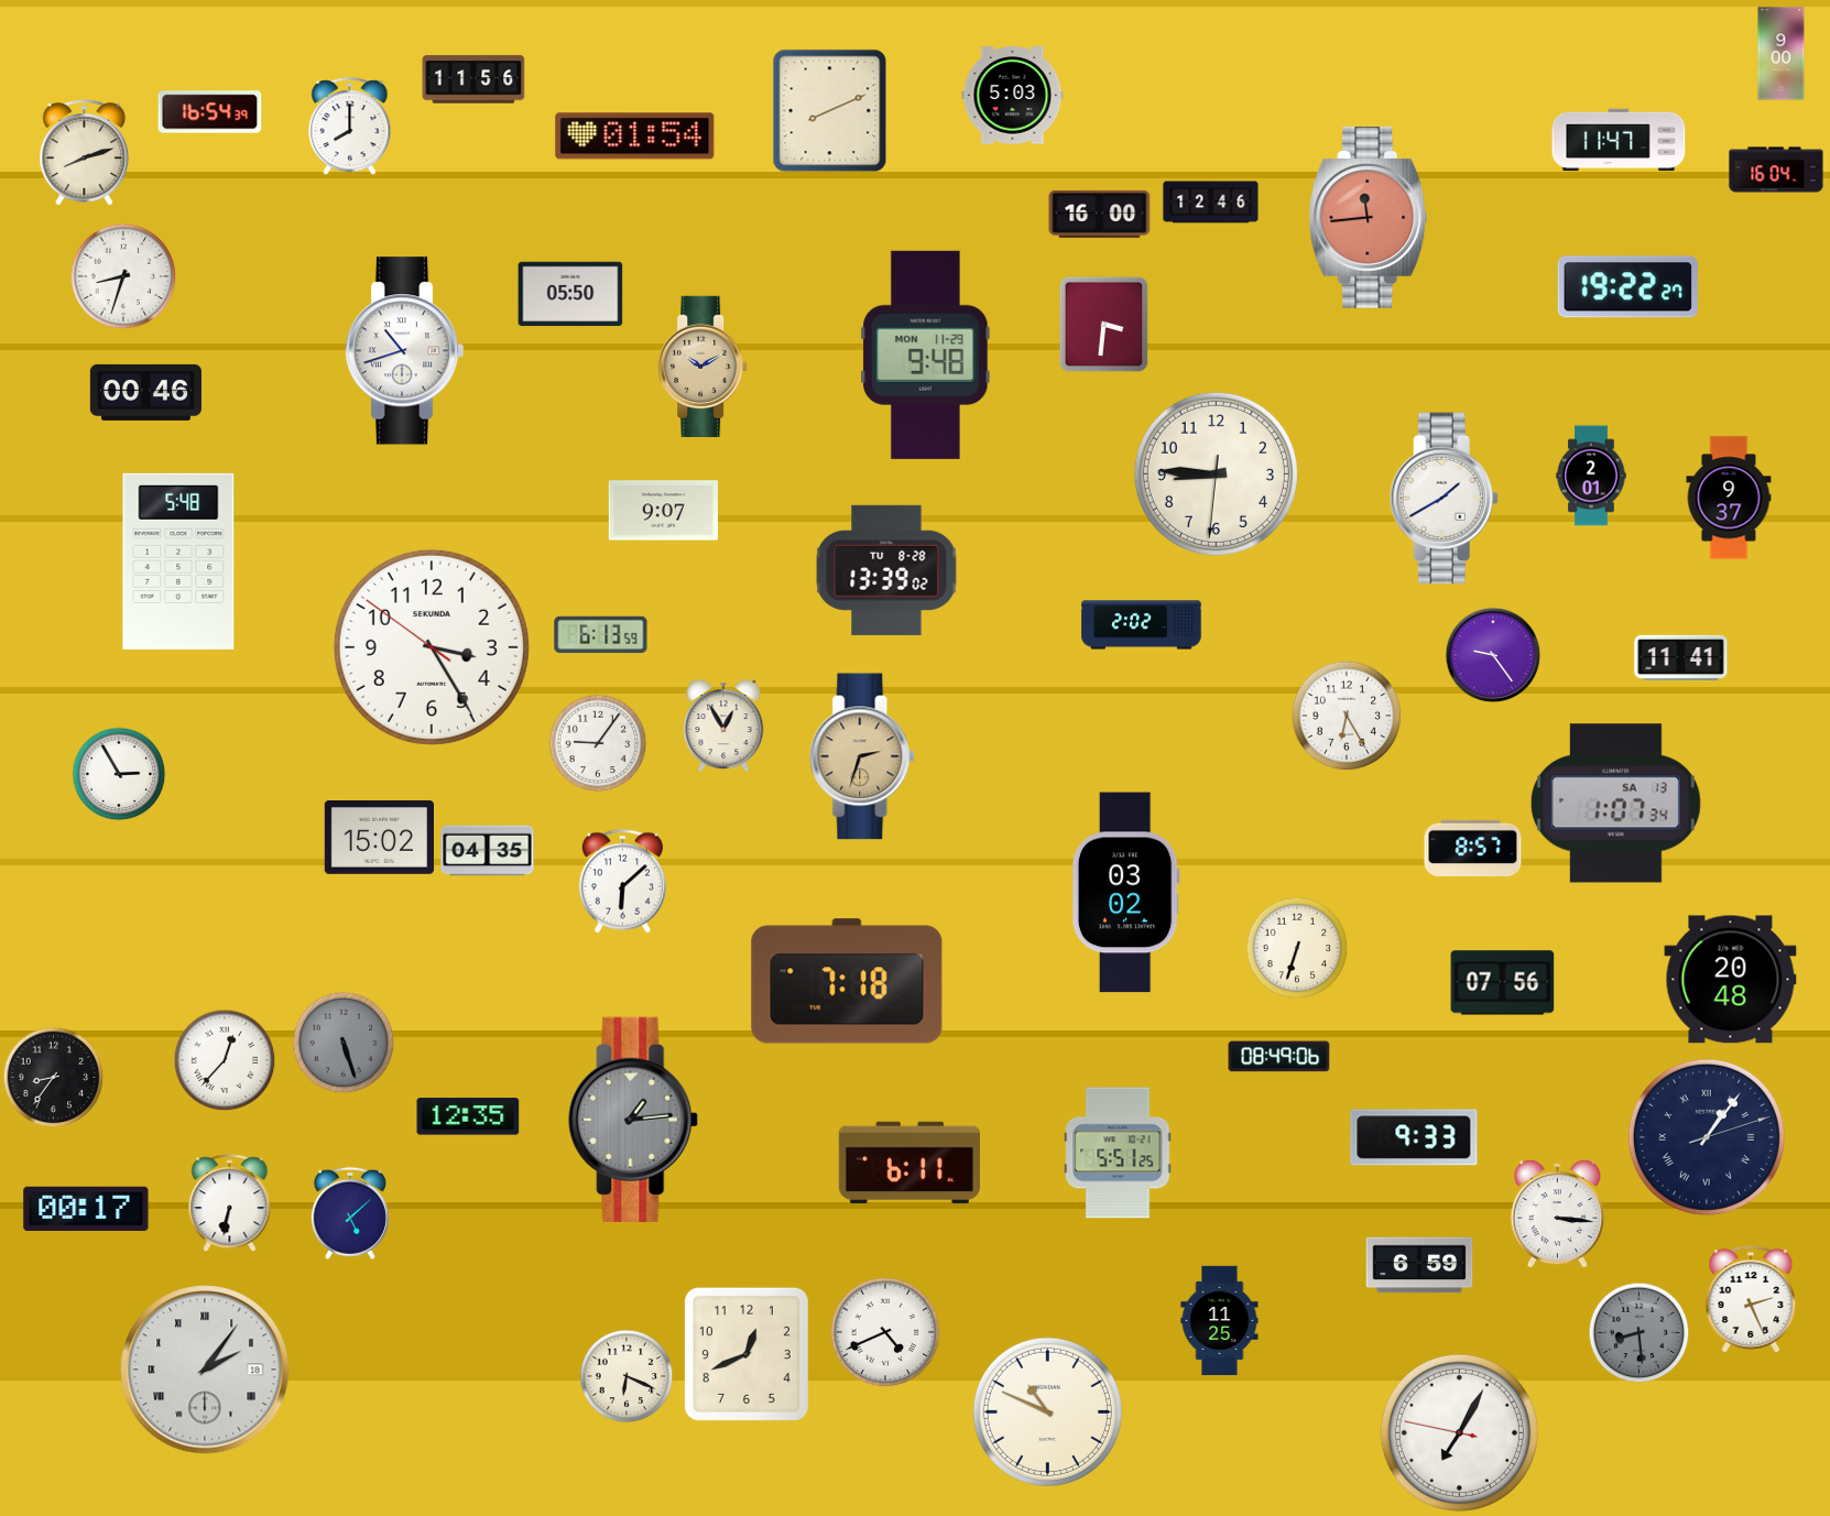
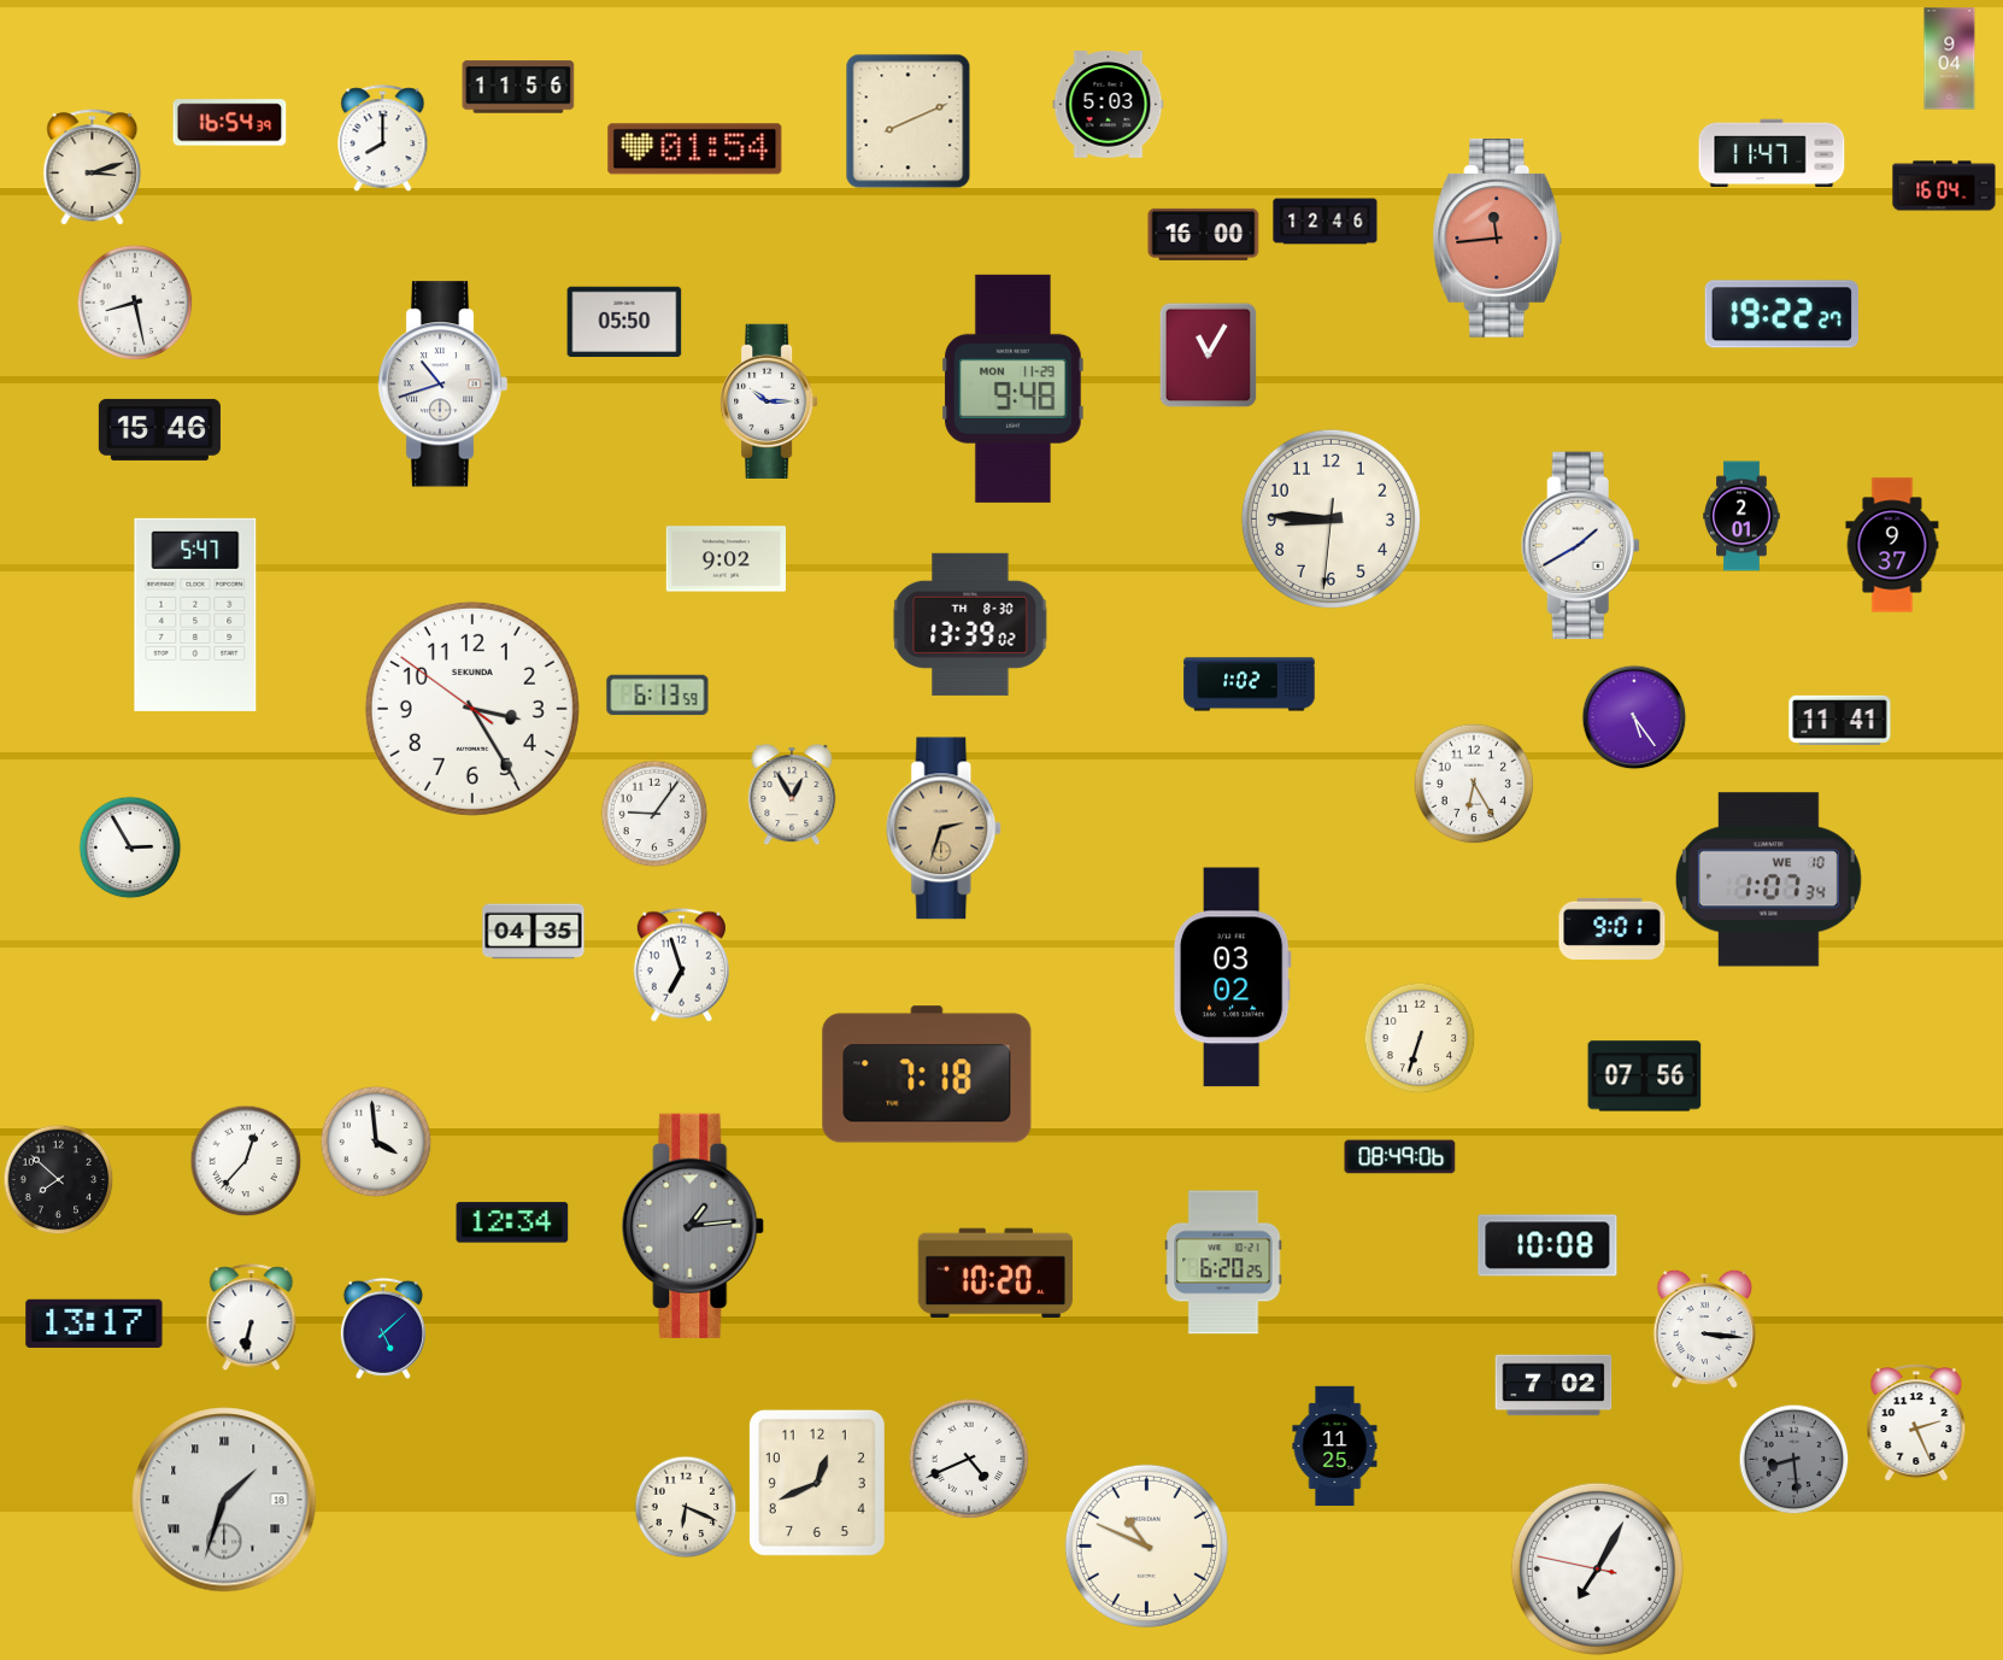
clock at (1782, 54): 9:00 -> 9:04
clock at (85, 153): 8:12 -> 3:12
clock at (123, 276): 8:33 -> 8:28
clock at (1104, 325): 3:31 -> 11:05
clock at (702, 366): 10:10 -> 10:15
clock at (702, 366) dial: champagne -> white
clock at (145, 392): 00:46 -> 15:46
clock at (1591, 476) position: (1591, 476) -> (1741, 516)
clock at (663, 511): 9:07 -> 9:02
clock at (178, 561): 5:48 -> 5:47
clock at (886, 570) date: TU 8-28 -> TH 8-30
clock at (1142, 625): 2:02 -> 1:02
clock at (1493, 655): 9:24 -> 5:24
clock at (1615, 804) date: SA 13 -> WE 10
clock at (379, 838): 15:02 -> none
clock at (1473, 848): 8:57 -> 9:01
clock at (622, 882): 6:08 -> 6:57
clock at (1731, 980): 20:48 -> none
clock at (344, 1043): 5:27 -> 3:59
clock at (344, 1043) dial: grey -> white
clock at (54, 1078): 8:36 -> 7:52
clock at (468, 1116): 12:35 -> 12:34
clock at (1414, 1137): 9:33 -> 10:08
clock at (1707, 1137): 1:06 -> none
clock at (1118, 1153): 5:51 -> 6:20
clock at (909, 1161): 6:11 -> 10:20
clock at (86, 1209): 00:17 -> 13:17
clock at (1419, 1265): 6:59 -> 7:02
clock at (205, 1370): 2:06 -> 1:33
